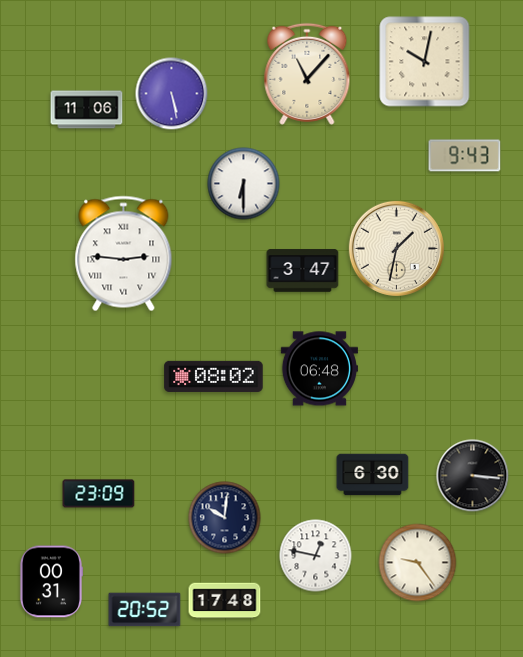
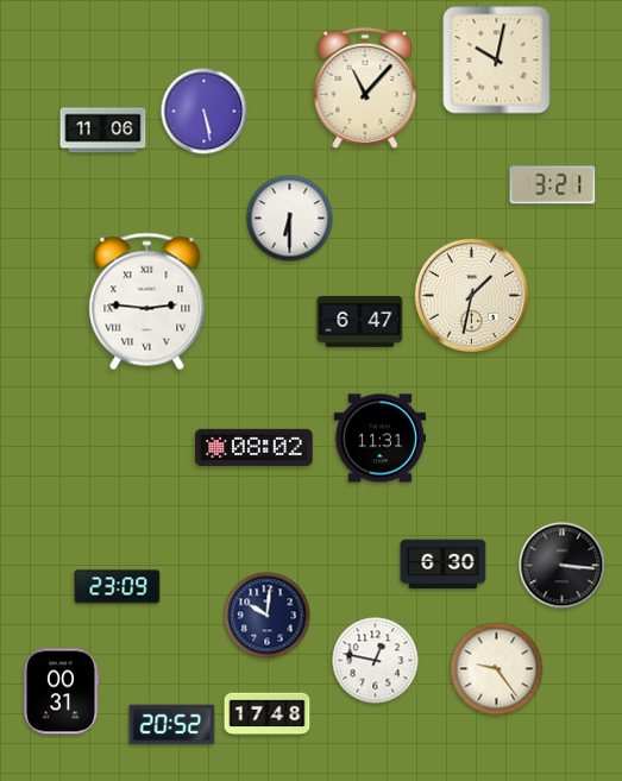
clock at (425, 62) position: (425, 62) -> (497, 61)
clock at (465, 156): 9:43 -> 3:21
clock at (303, 271): 3:47 -> 6:47
clock at (319, 369): 06:48 -> 11:31
